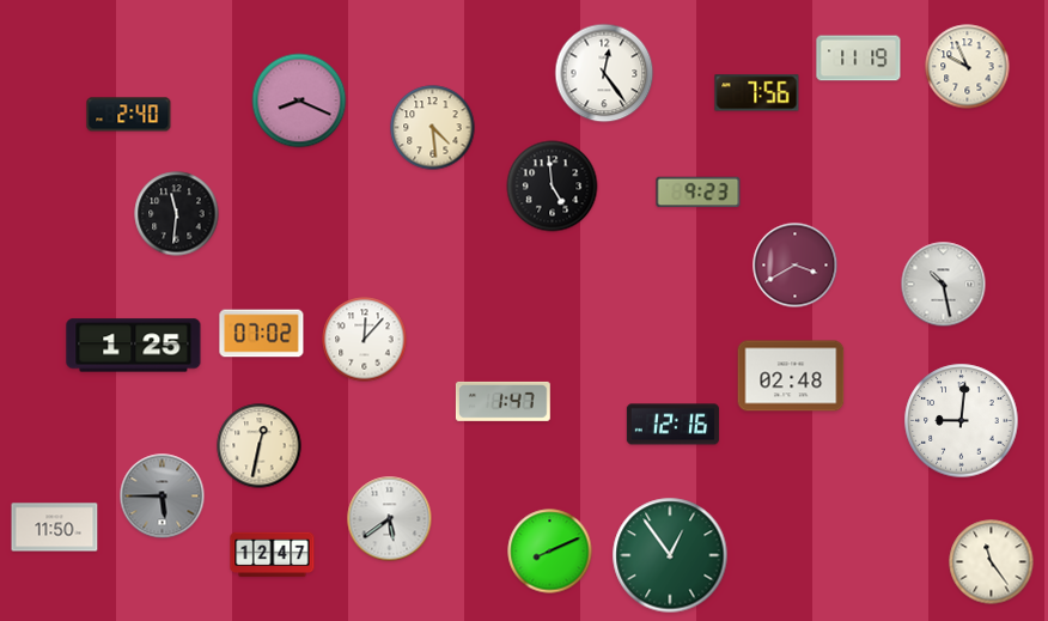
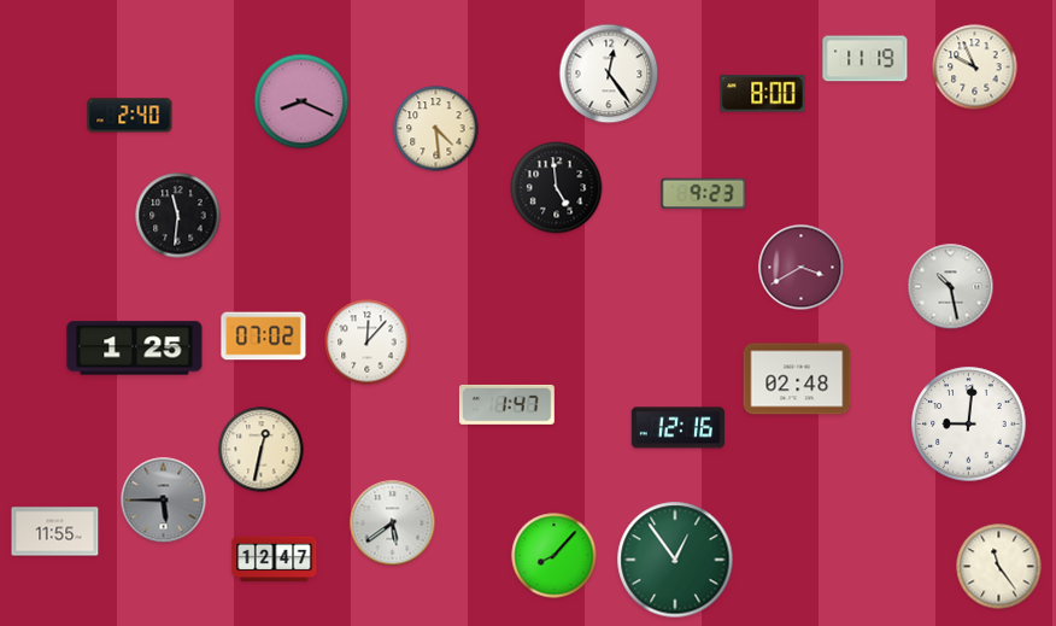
clock at (757, 93): 7:56 -> 8:00
clock at (55, 528): 11:50 -> 11:55
clock at (550, 552): 8:11 -> 8:07
